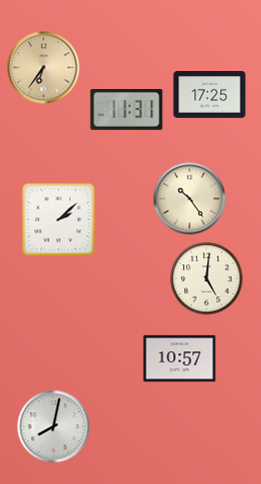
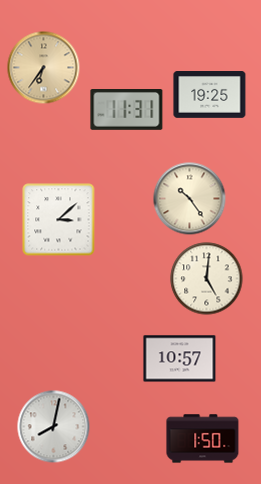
clock at (210, 95): 17:25 -> 19:25
clock at (59, 220): 2:08 -> 3:08
clock at (203, 439): none -> 1:50
